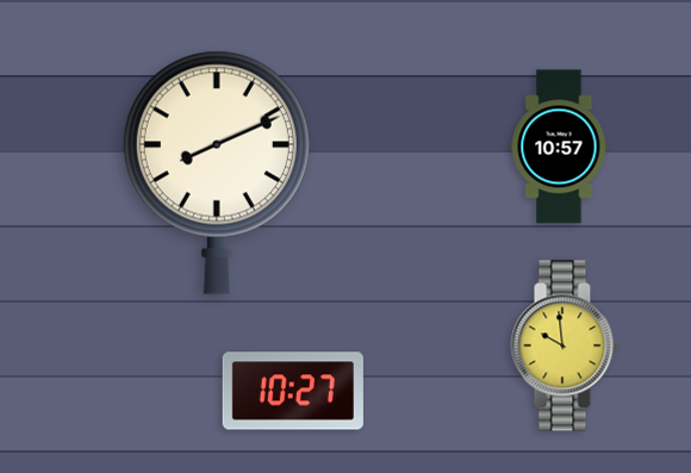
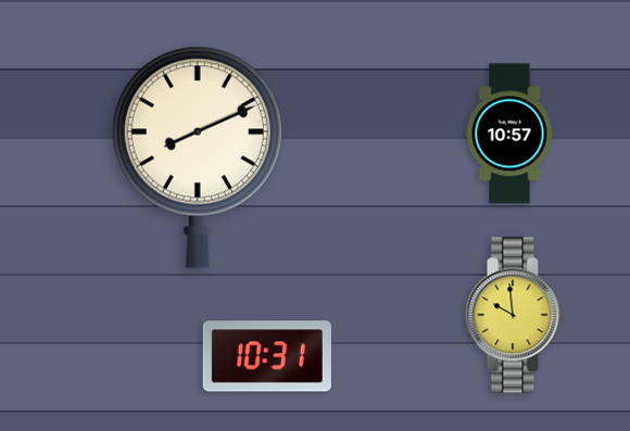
clock at (293, 391): 10:27 -> 10:31
